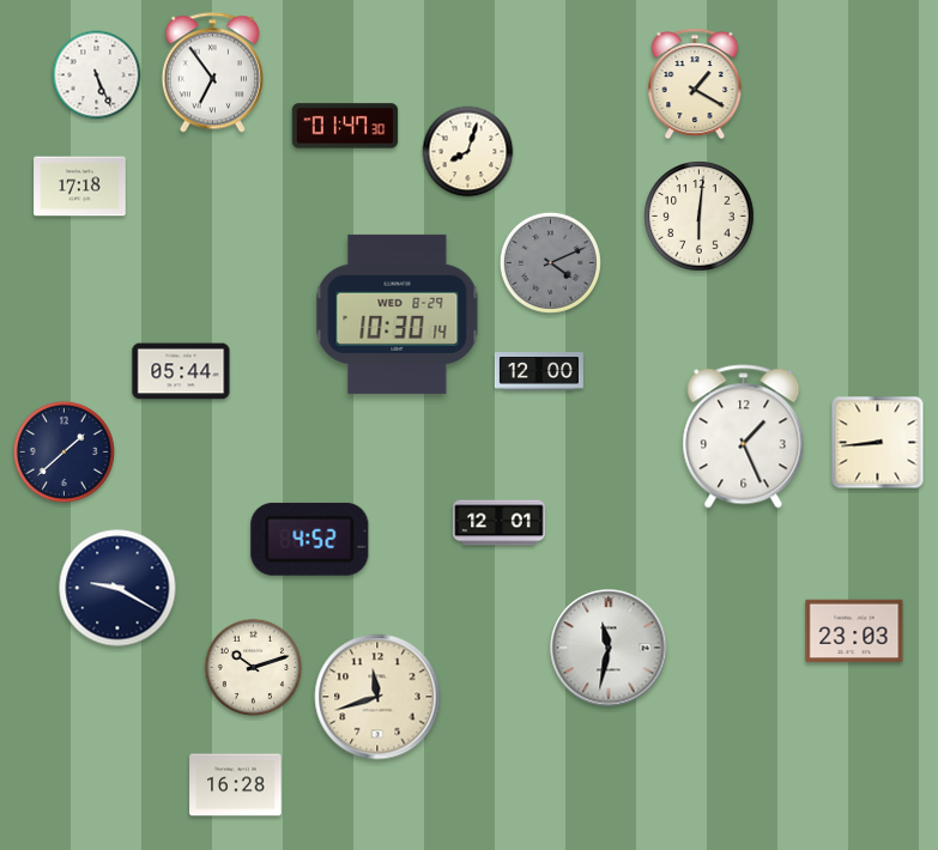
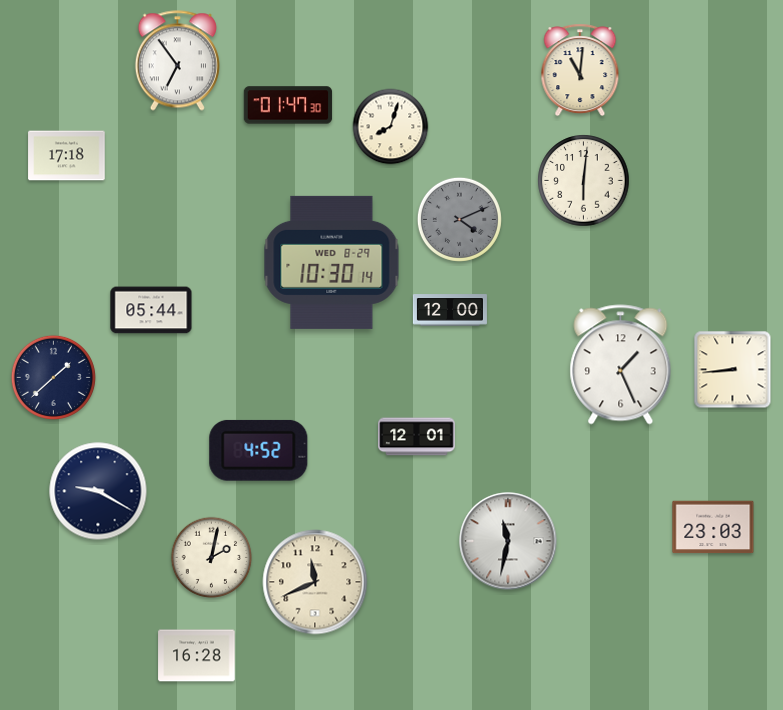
clock at (97, 75): 5:26 -> none
clock at (695, 84): 1:20 -> 11:01
clock at (254, 668): 10:12 -> 2:02
clock at (377, 697): 11:42 -> 11:41
